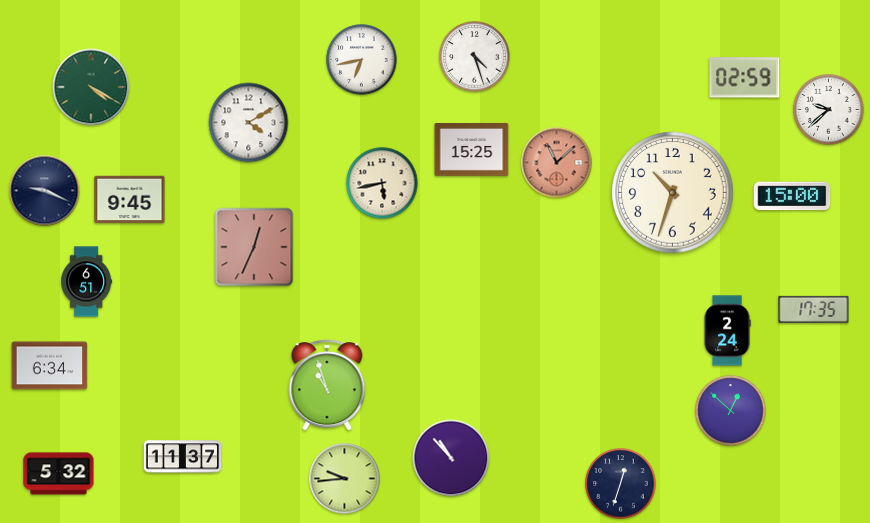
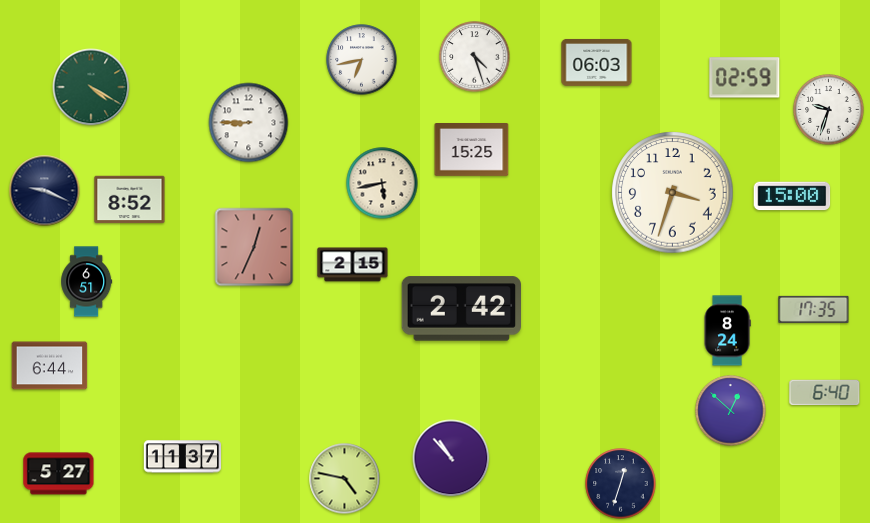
clock at (597, 63): none -> 06:03
clock at (829, 110): 9:38 -> 9:33
clock at (249, 123): 4:10 -> 8:45
clock at (557, 163): 11:08 -> none
clock at (673, 193): 10:33 -> 3:33
clock at (130, 200): 9:45 -> 8:52
clock at (353, 265): none -> 2:15
clock at (461, 309): none -> 2:42
clock at (727, 331): 2:24 -> 8:24
clock at (50, 366): 6:34 -> 6:44
clock at (327, 385): 10:57 -> none
clock at (825, 392): none -> 6:40
clock at (59, 474): 5:32 -> 5:27
clock at (345, 479): 9:44 -> 4:47
